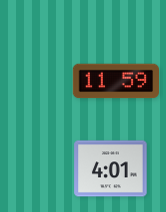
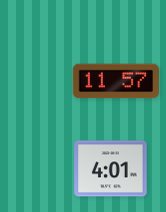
clock at (115, 81): 11:59 -> 11:57
